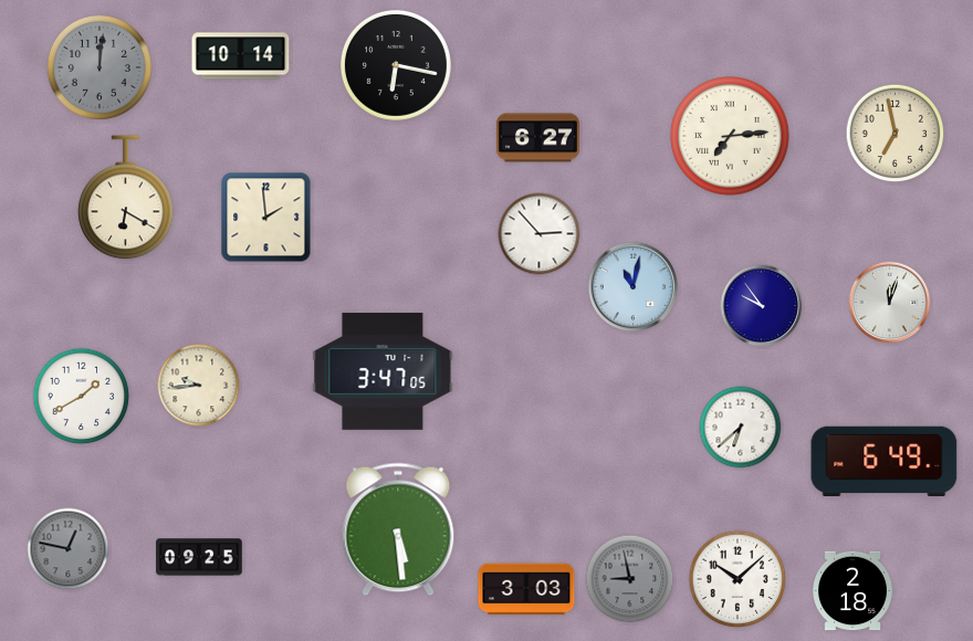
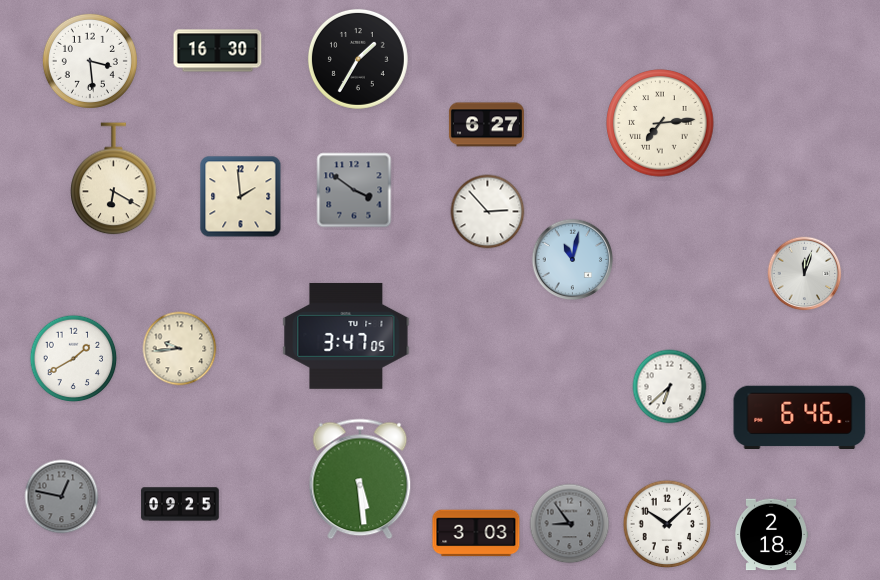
clock at (241, 56): 10:14 -> 16:30
clock at (396, 65): 6:17 -> 1:35
clock at (100, 67): 12:01 -> 3:29
clock at (100, 67) dial: grey -> white
clock at (896, 134): 6:58 -> none
clock at (354, 190): none -> 3:51
clock at (762, 306): 9:54 -> none
clock at (885, 461): 6:49 -> 6:46
clock at (630, 579): 8:58 -> 8:54
